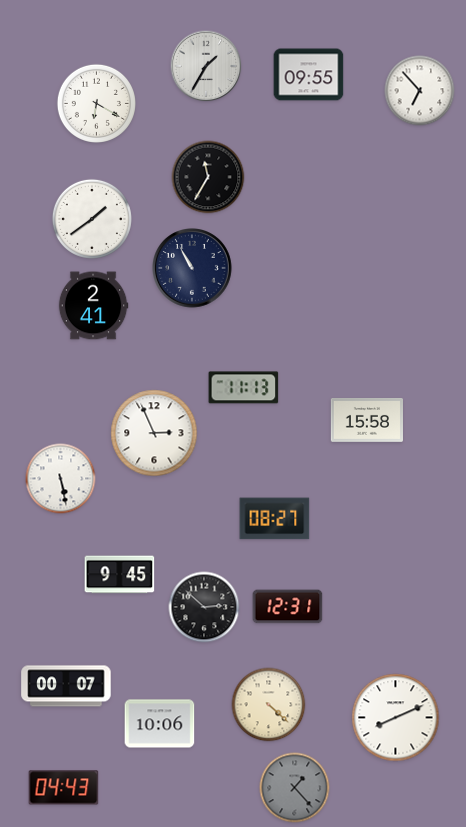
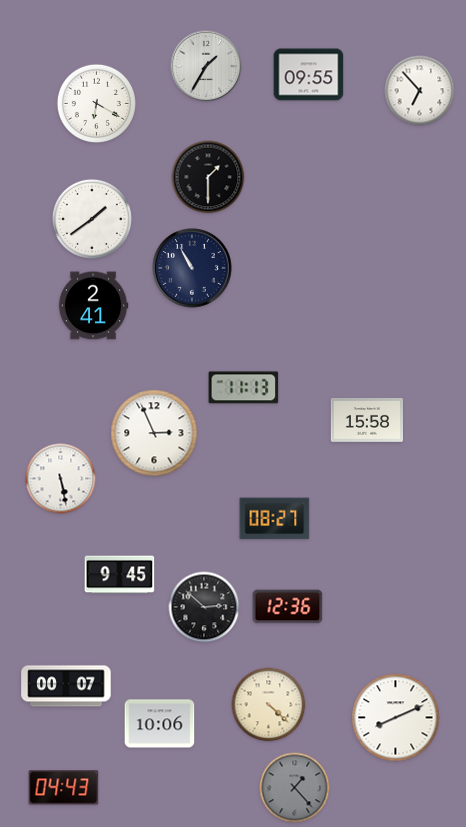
clock at (208, 177): 11:35 -> 1:30
clock at (288, 607): 12:31 -> 12:36
